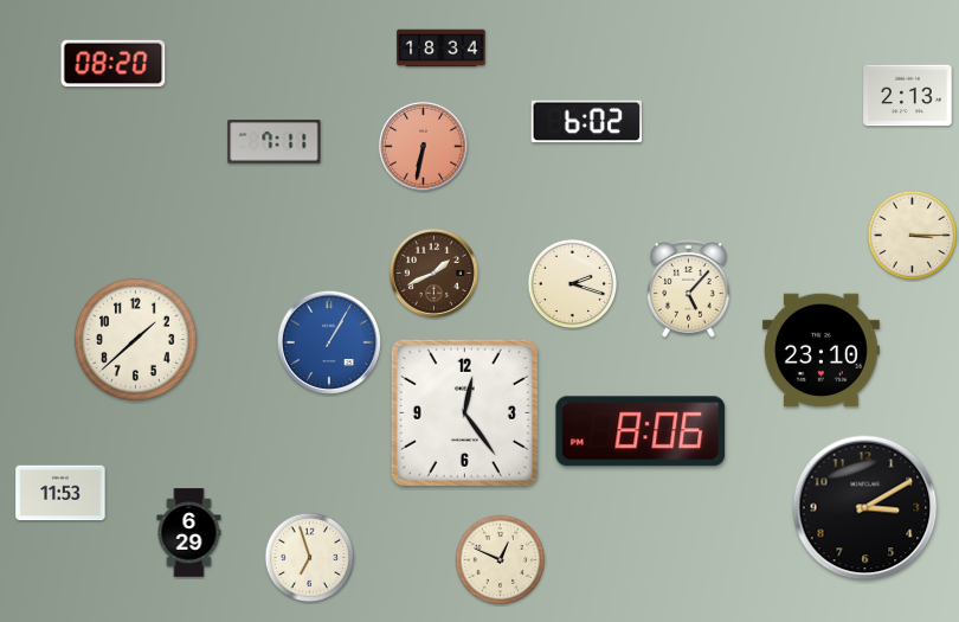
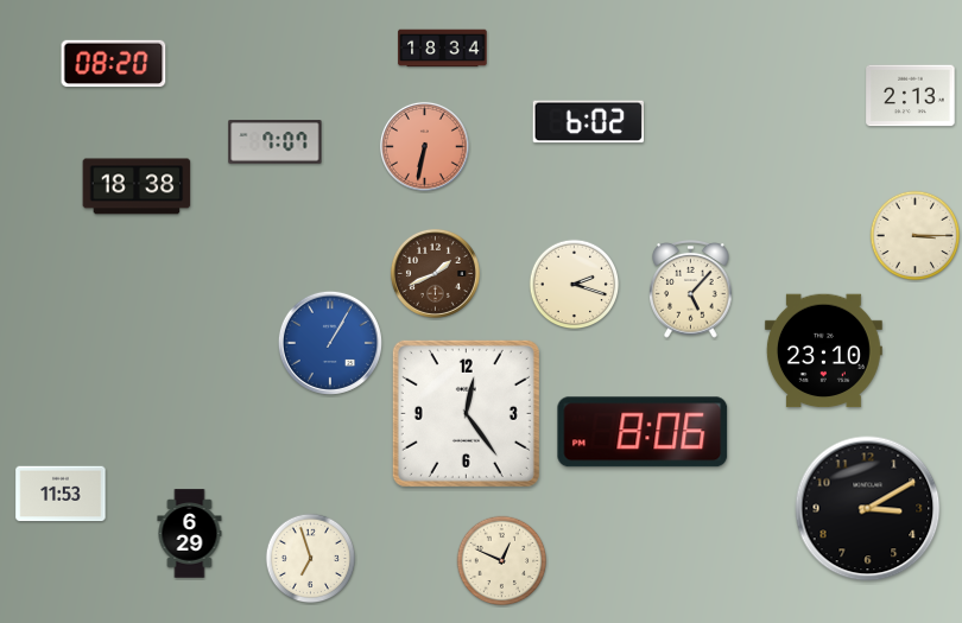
clock at (275, 142): 7:11 -> 7:07
clock at (137, 186): none -> 18:38
clock at (135, 339): 1:38 -> none
